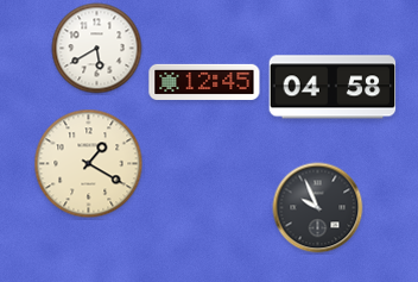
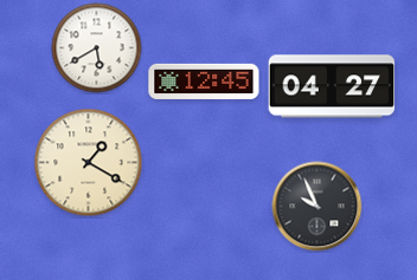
clock at (332, 87): 04:58 -> 04:27
